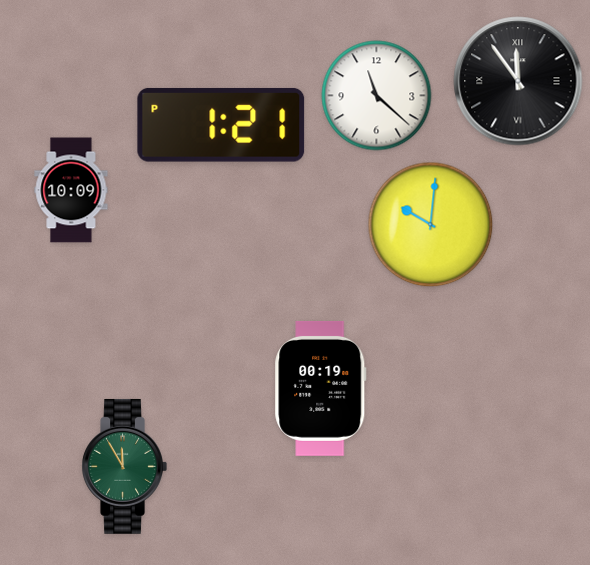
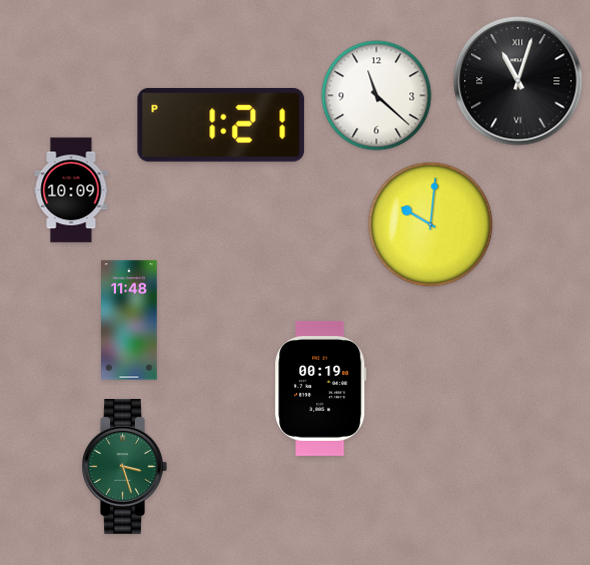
clock at (518, 81): 11:54 -> 11:03
clock at (129, 320): none -> 11:48
clock at (124, 466): 11:55 -> 3:27
